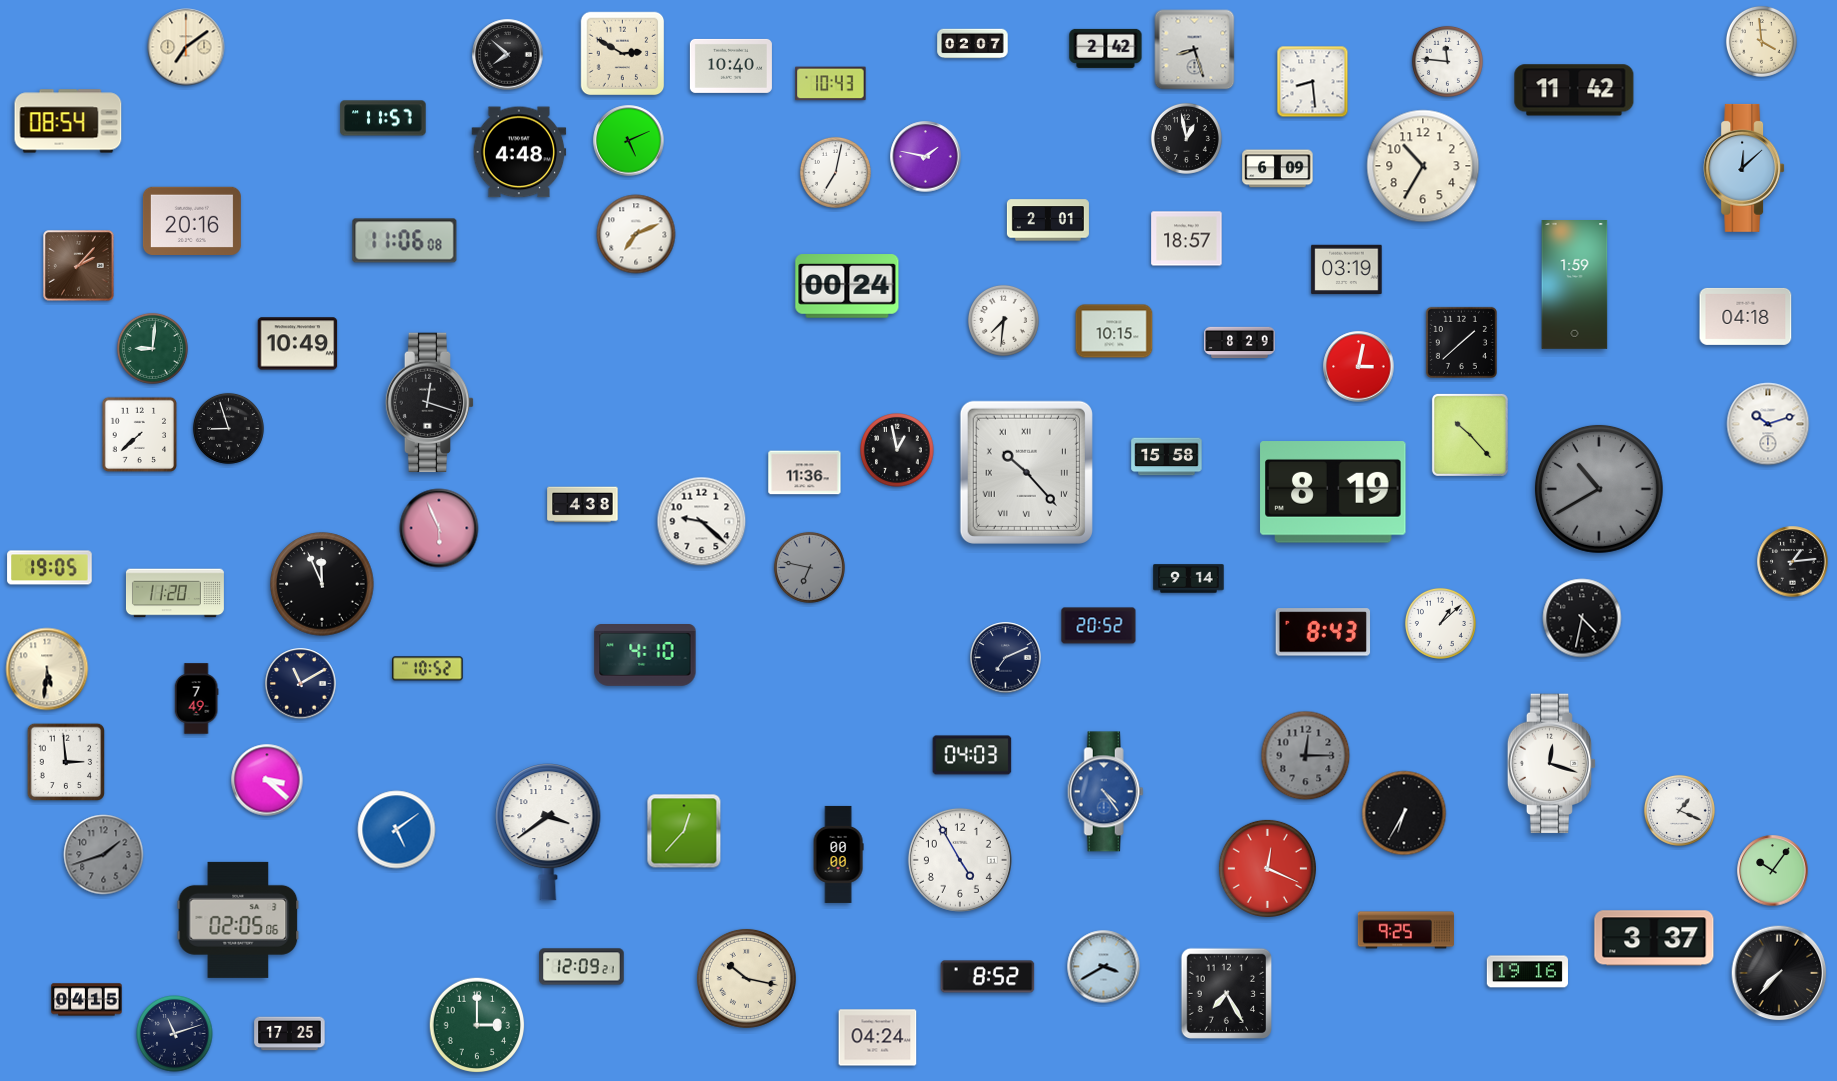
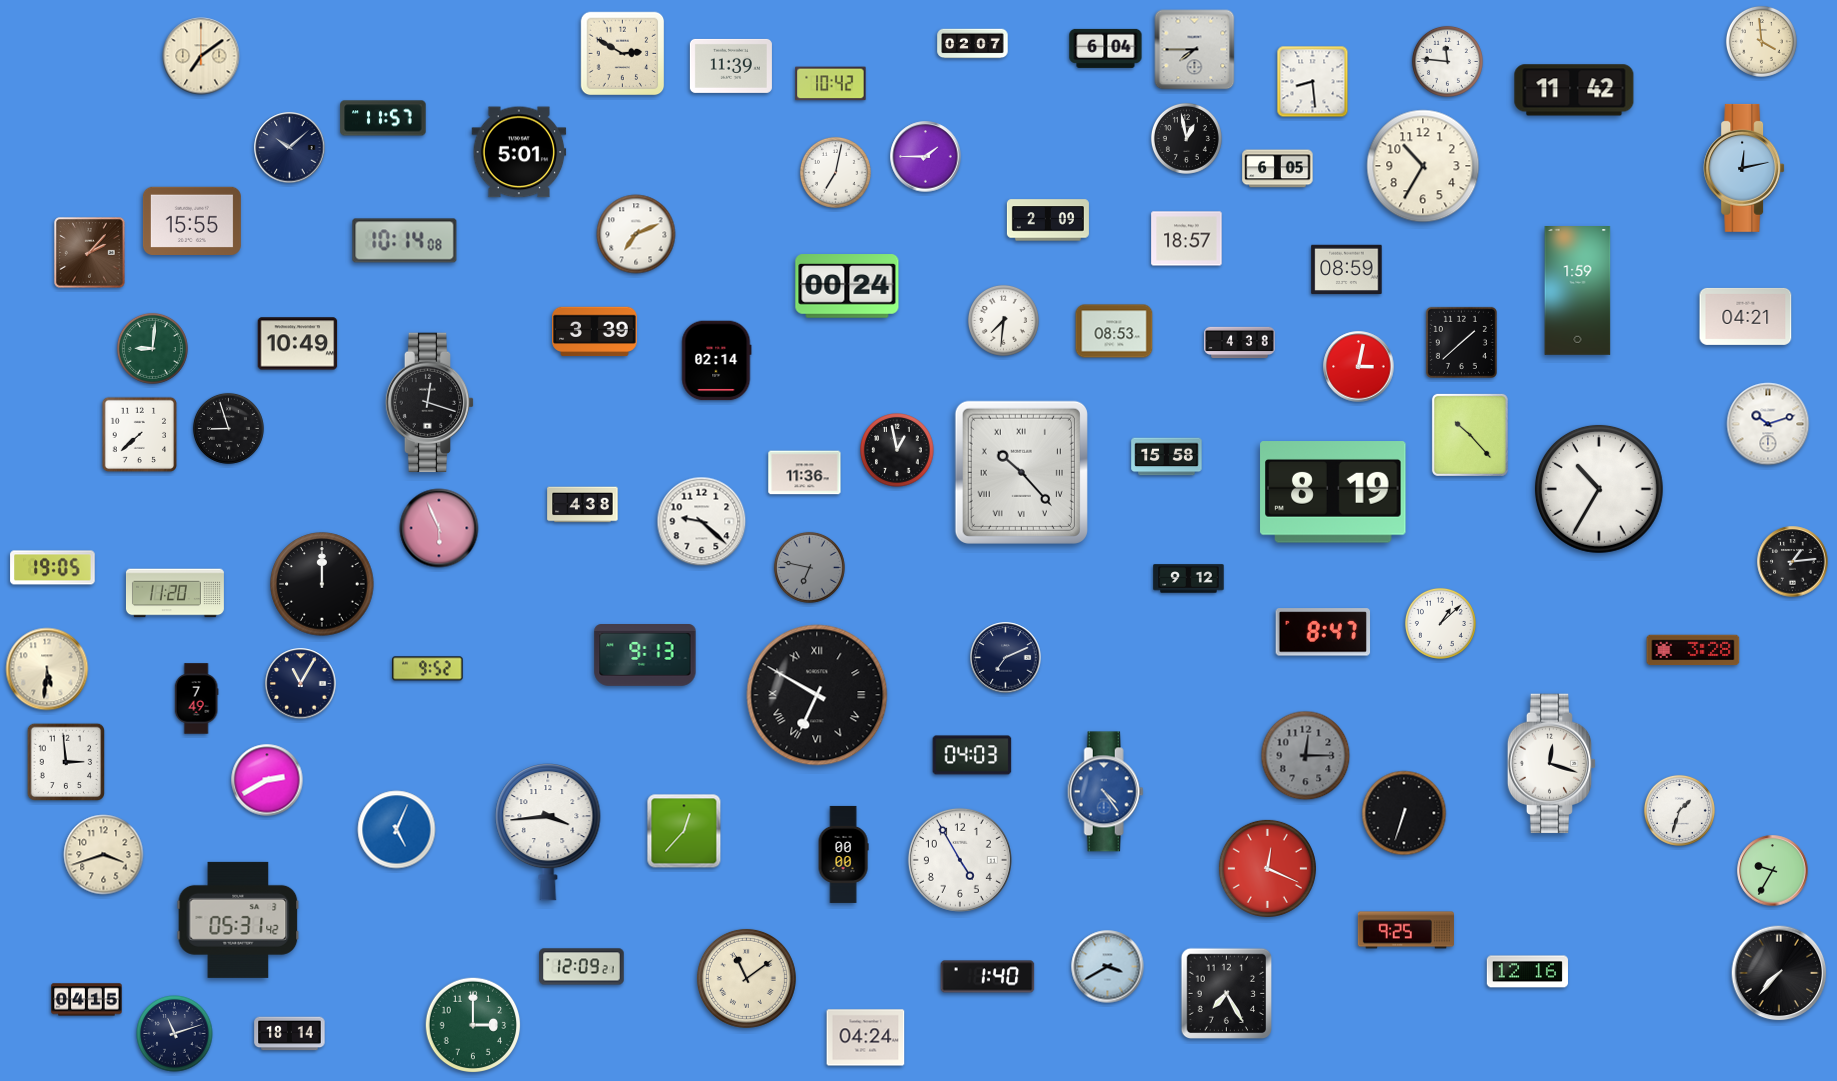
clock at (186, 47) position: (186, 47) -> (201, 56)
clock at (1106, 48): 2:42 -> 6:04
clock at (1195, 50): 8:27 -> 7:45
clock at (508, 55): 7:52 -> none
clock at (731, 66): 10:40 -> 11:39
clock at (831, 84): 10:43 -> 10:42
clock at (68, 121): 08:54 -> none
clock at (629, 141): 5:11 -> none
clock at (290, 148): none -> 10:08
clock at (519, 152): 4:48 -> 5:01
clock at (926, 157): 1:47 -> 1:45
clock at (1744, 168): 12:08 -> 12:13
clock at (1278, 169): 6:09 -> 6:05
clock at (192, 220): 20:16 -> 15:55
clock at (1048, 220): 2:01 -> 2:09
clock at (405, 241): 11:06 -> 10:14
clock at (79, 266) position: (79, 266) -> (90, 253)
clock at (1347, 270): 03:19 -> 08:59
clock at (1575, 285) position: (1575, 285) -> (1578, 291)
clock at (1746, 316): 04:18 -> 04:21
clock at (1114, 331): 10:15 -> 08:53
clock at (595, 332): none -> 3:39
clock at (1240, 343): 8:29 -> 4:38
clock at (717, 361): none -> 02:14
clock at (1026, 472) position: (1026, 472) -> (1021, 472)
clock at (1599, 489): 10:40 -> 10:35
clock at (1599, 489) dial: grey -> white
clock at (50, 568) position: (50, 568) -> (53, 568)
clock at (1189, 579): 9:14 -> 9:12
clock at (322, 584): 11:56 -> 12:00
clock at (1582, 618): 4:32 -> none
clock at (1099, 626): 20:52 -> none
clock at (1323, 632): 8:43 -> 8:47
clock at (1693, 650): none -> 3:28
clock at (645, 656): 4:10 -> 9:13
clock at (428, 669): 10:52 -> 9:52
clock at (301, 684): 11:10 -> 11:05
clock at (817, 695): none -> 6:50
clock at (267, 780): 3:22 -> 2:40
clock at (1679, 810): 1:19 -> 1:33
clock at (1404, 813): 6:35 -> 6:33
clock at (397, 830): 5:09 -> 5:04
clock at (548, 833): 3:39 -> 3:44
clock at (838, 854) position: (838, 854) -> (843, 854)
clock at (104, 855): 1:42 -> 3:42
clock at (104, 855) dial: grey -> cream
clock at (1773, 871): 10:06 -> 9:35
clock at (238, 920): 02:05 -> 05:31
clock at (1654, 938): 3:37 -> none
clock at (1104, 967) position: (1104, 967) -> (1108, 967)
clock at (1527, 972): 19:16 -> 12:16
clock at (988, 977): 8:52 -> 1:40
clock at (746, 978): 10:17 -> 11:09
clock at (477, 1025) position: (477, 1025) -> (473, 1025)
clock at (290, 1034): 17:25 -> 18:14
clock at (878, 1038) position: (878, 1038) -> (866, 1038)
